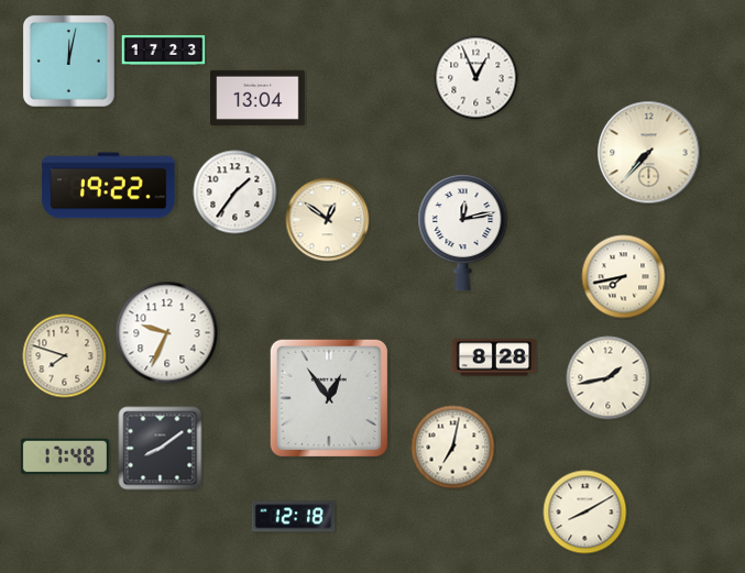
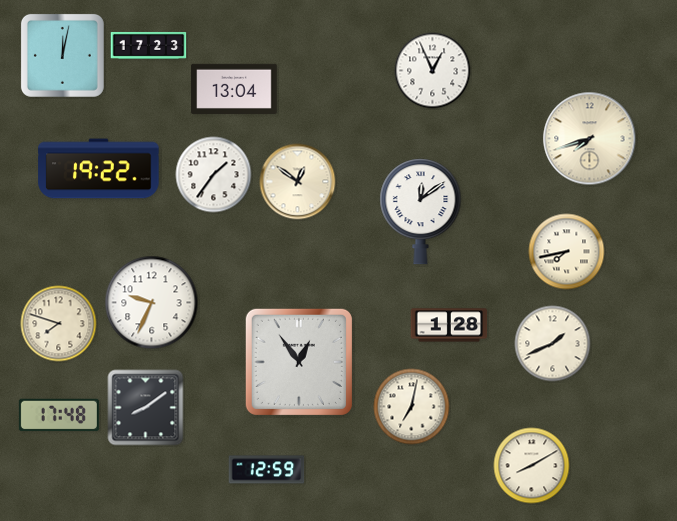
clock at (649, 153): 7:37 -> 7:42
clock at (328, 220) position: (328, 220) -> (298, 182)
clock at (463, 233): 12:13 -> 12:09
clock at (494, 357): 8:28 -> 1:28
clock at (609, 378): 1:43 -> 1:41
clock at (294, 517): 12:18 -> 12:59
